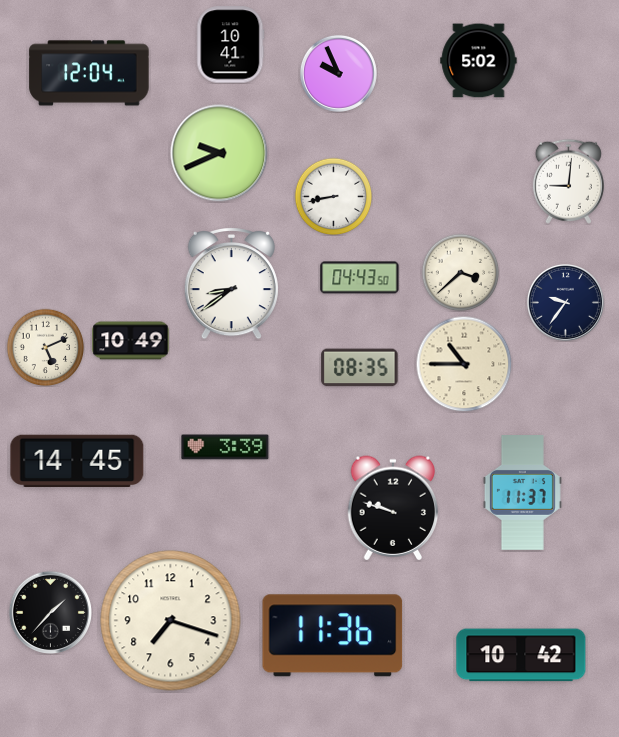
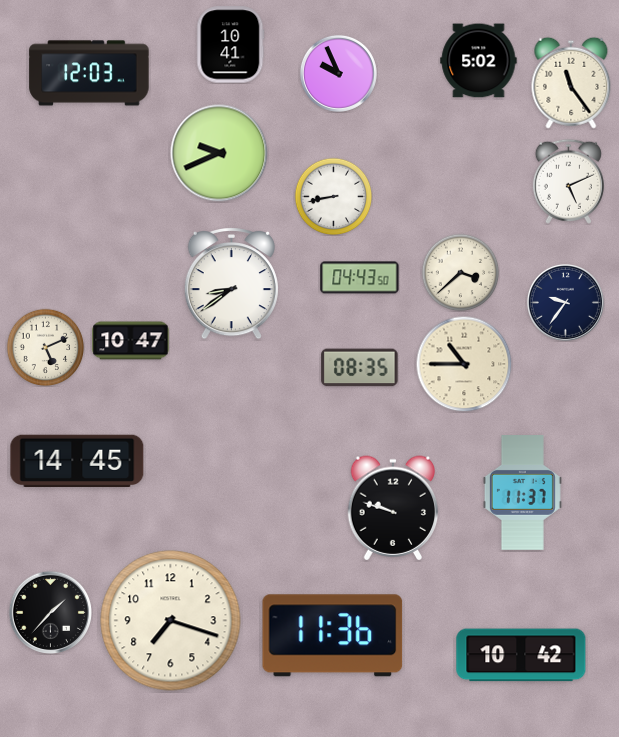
clock at (89, 73): 12:04 -> 12:03
clock at (571, 83): none -> 11:24
clock at (568, 181): 9:01 -> 5:11
clock at (131, 341): 10:49 -> 10:47
clock at (225, 447): 3:39 -> none
